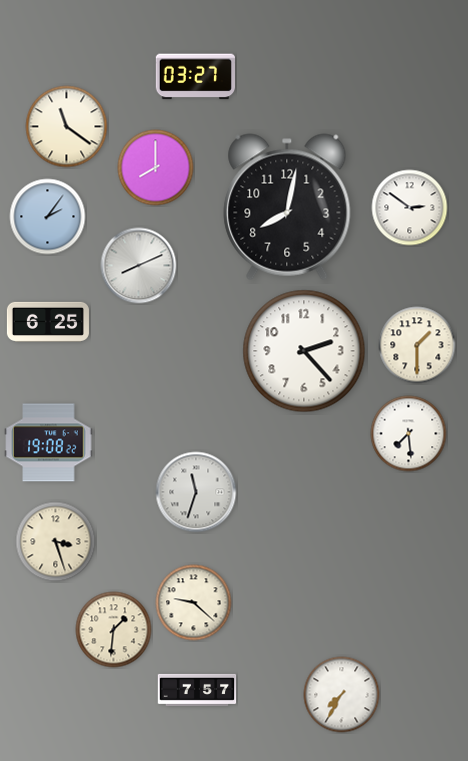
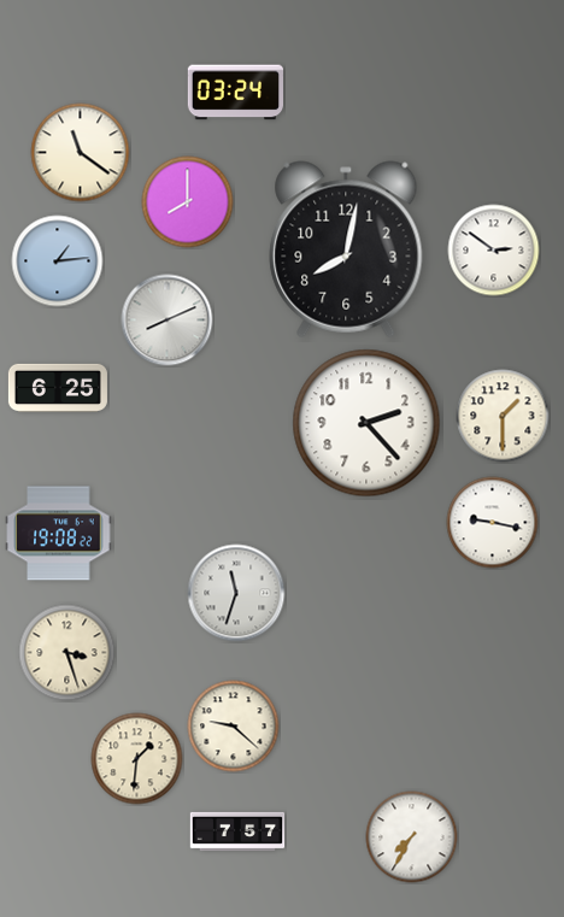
clock at (195, 77): 03:27 -> 03:24
clock at (48, 217): 2:06 -> 1:14
clock at (409, 434): 7:29 -> 9:17
